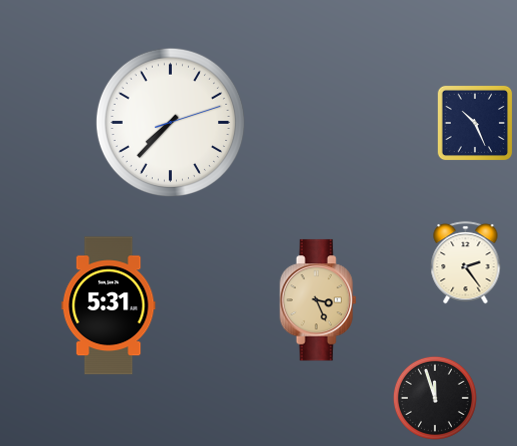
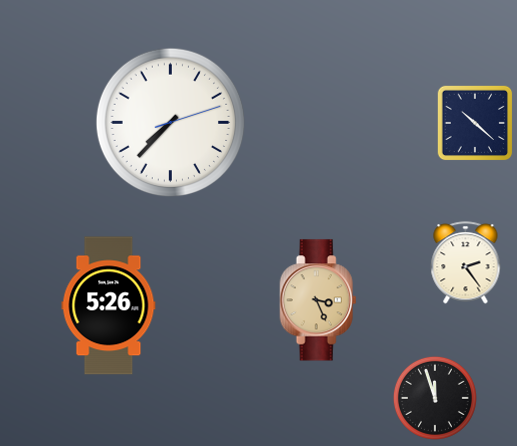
clock at (475, 123): 10:26 -> 10:22
clock at (109, 306): 5:31 -> 5:26
